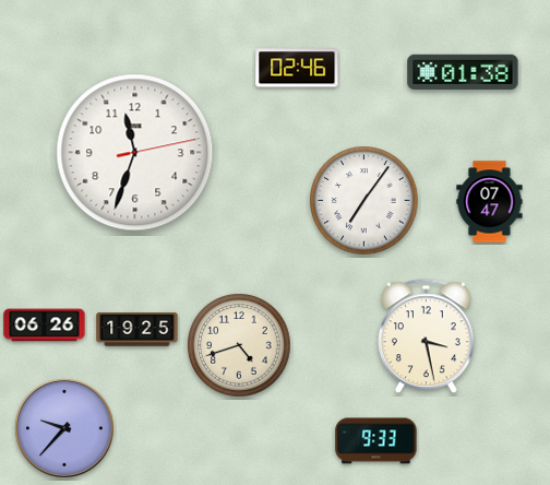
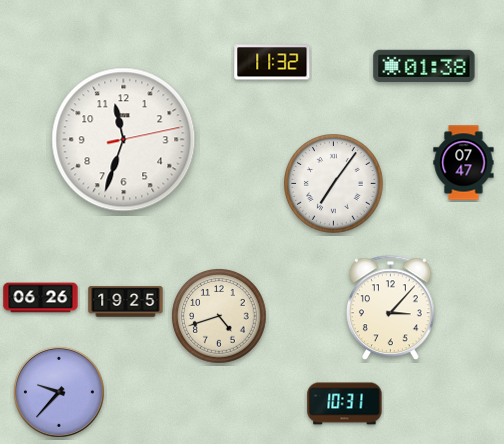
clock at (297, 68): 02:46 -> 11:32
clock at (490, 202) position: (490, 202) -> (464, 163)
clock at (427, 336): 3:28 -> 3:07
clock at (376, 441): 9:33 -> 10:31
